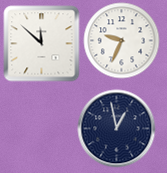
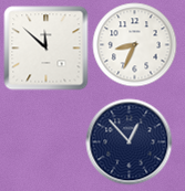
clock at (122, 41): 9:34 -> 8:34
clock at (117, 129): 12:58 -> 12:53
